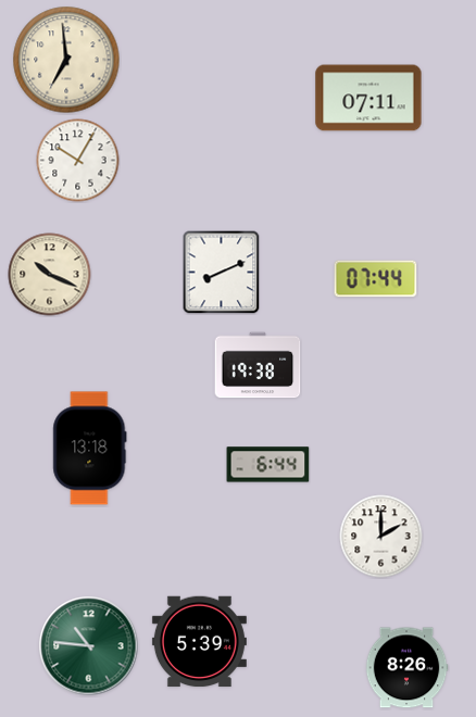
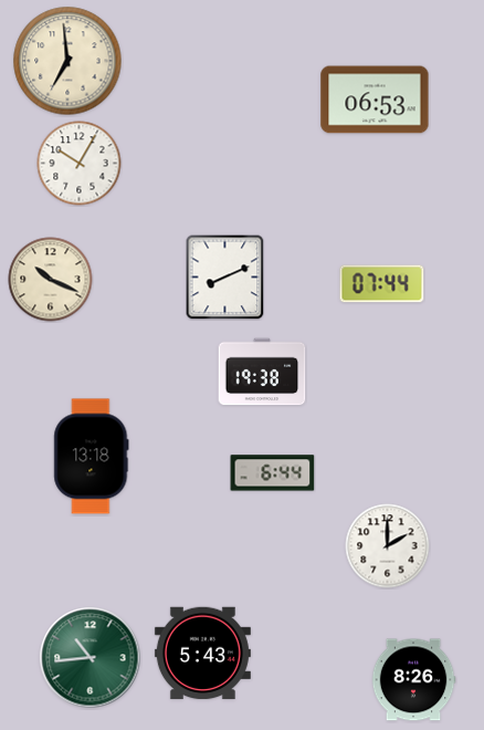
clock at (368, 98): 07:11 -> 06:53
clock at (199, 642): 5:39 -> 5:43
clock at (89, 646): 10:46 -> 10:44
